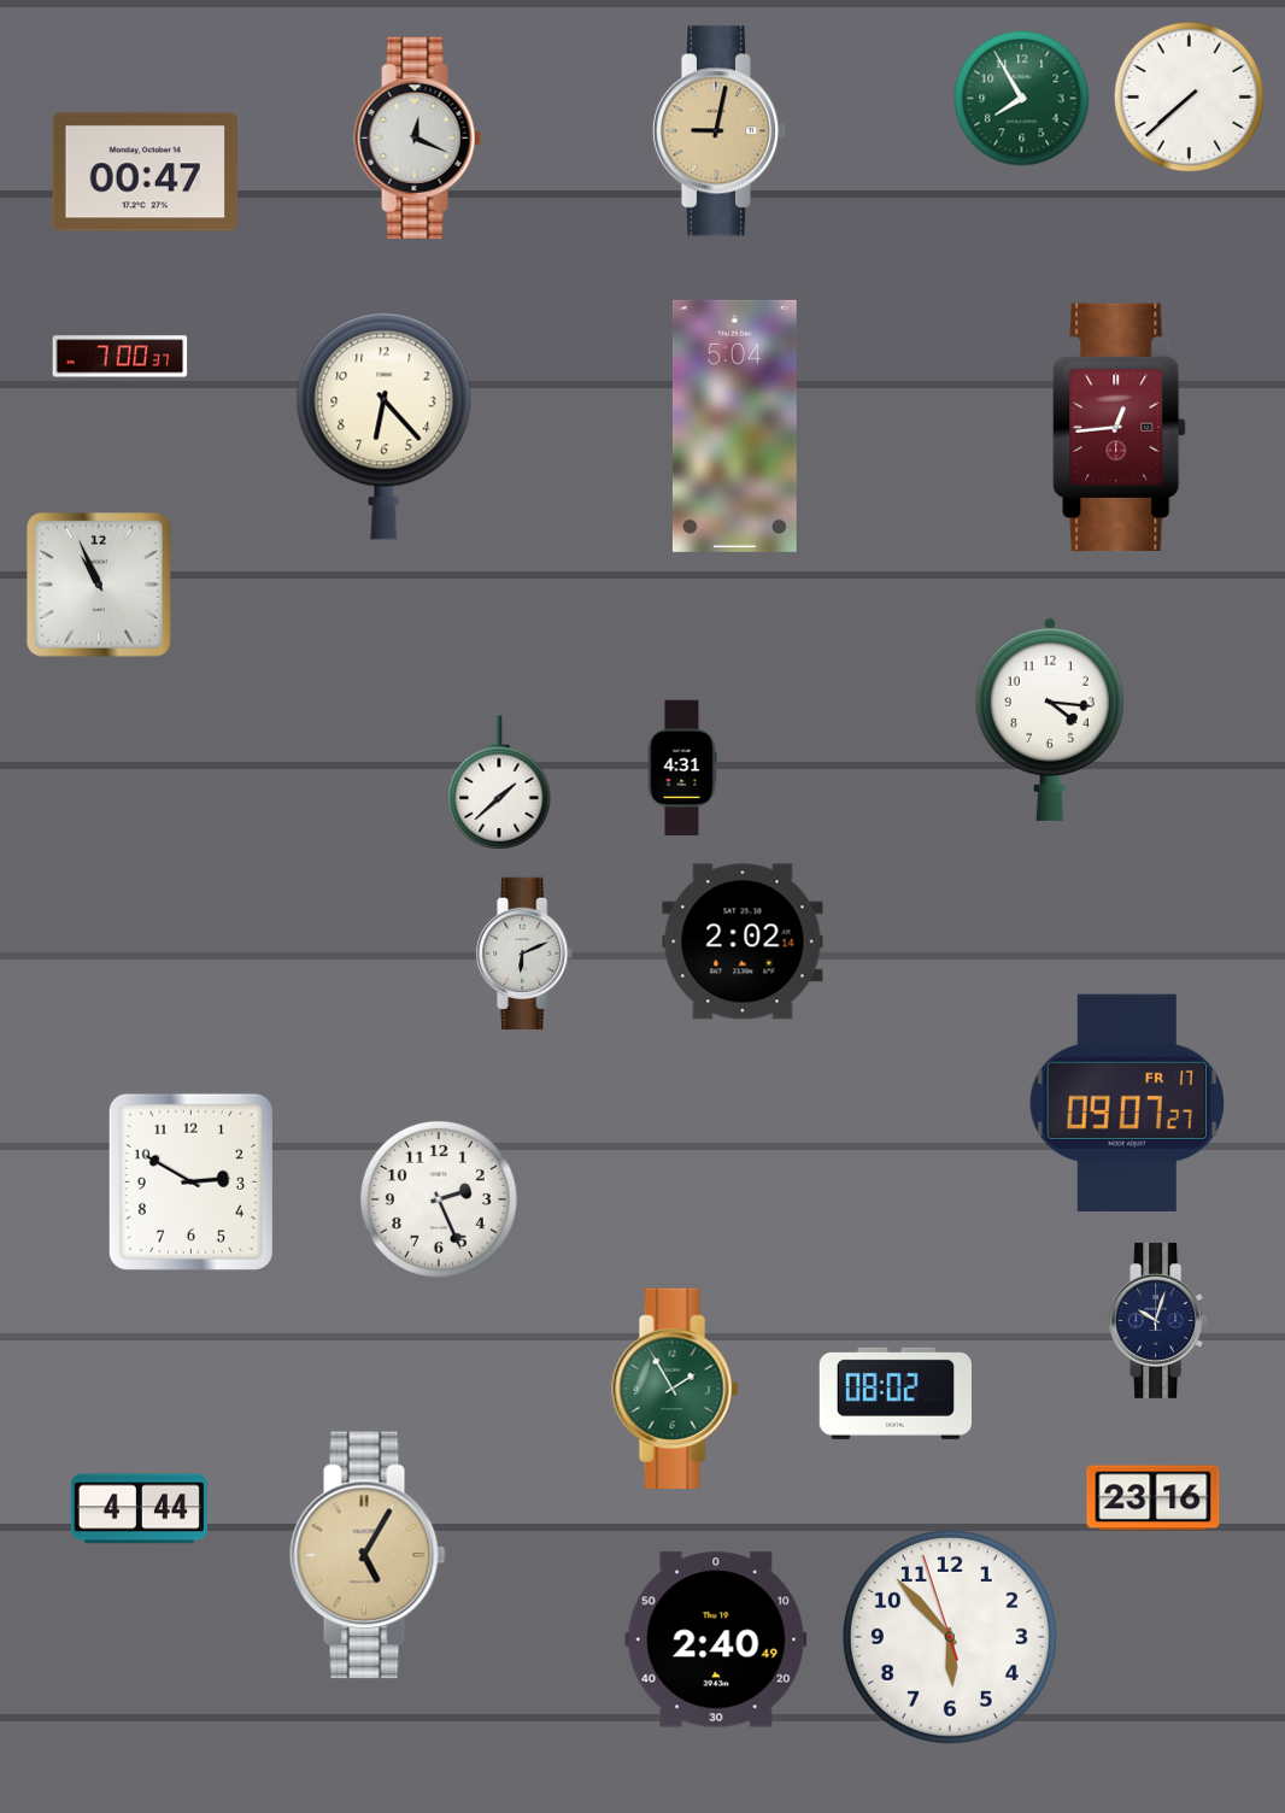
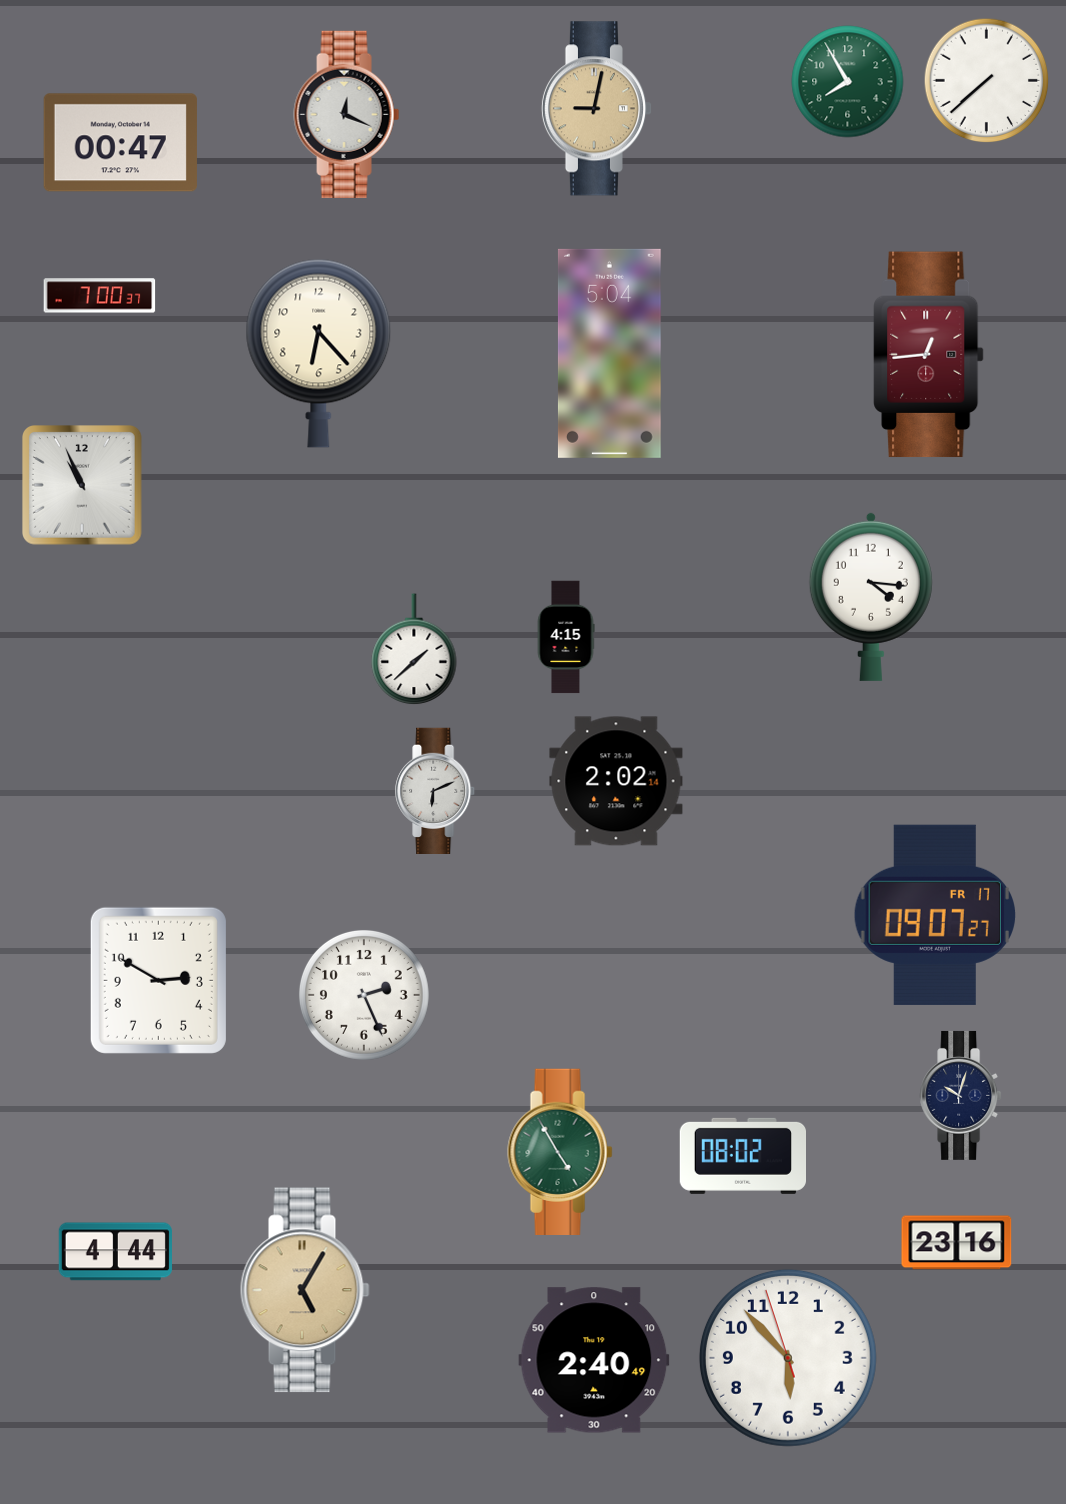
clock at (682, 768): 4:31 -> 4:15
clock at (675, 1387): 1:55 -> 4:55
